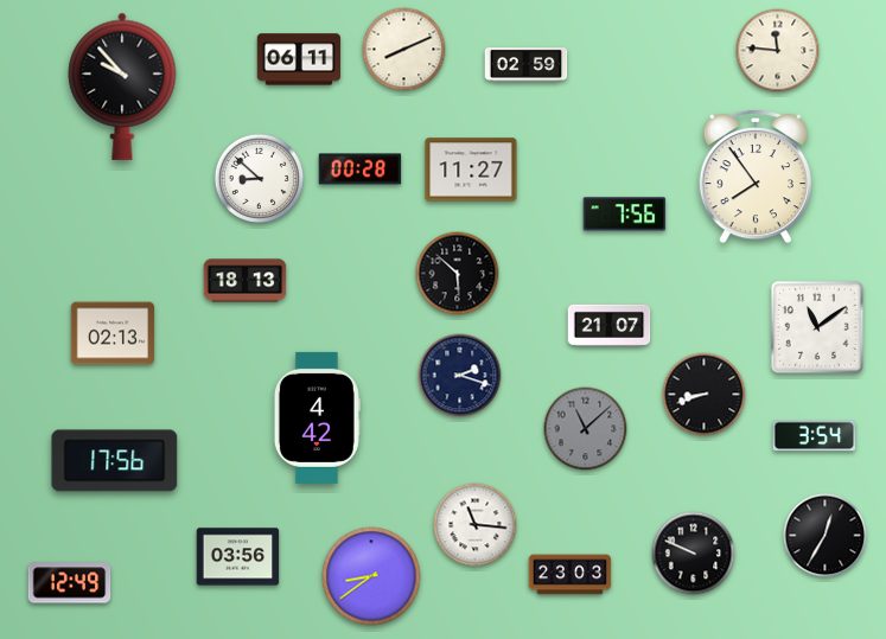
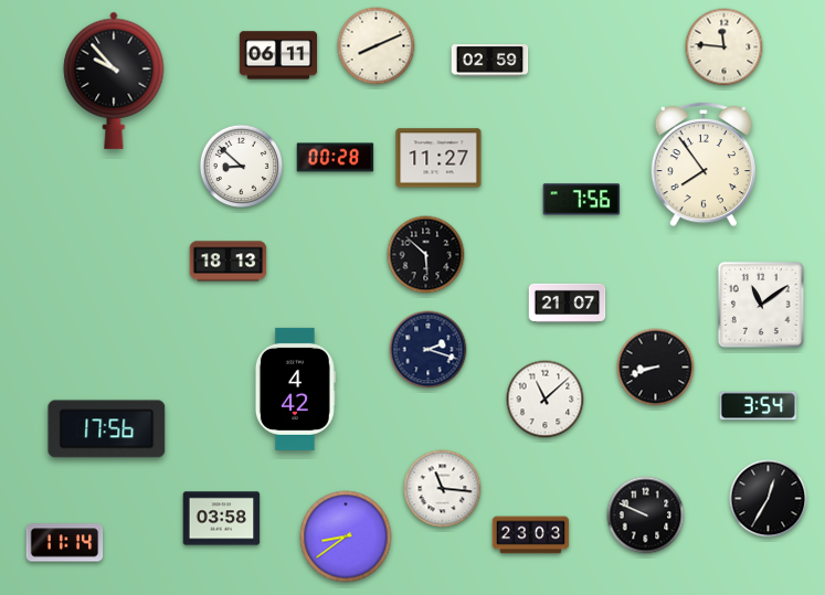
clock at (113, 333): 02:13 -> none
clock at (586, 429) dial: grey -> white
clock at (238, 557): 03:56 -> 03:58
clock at (70, 583): 12:49 -> 11:14
